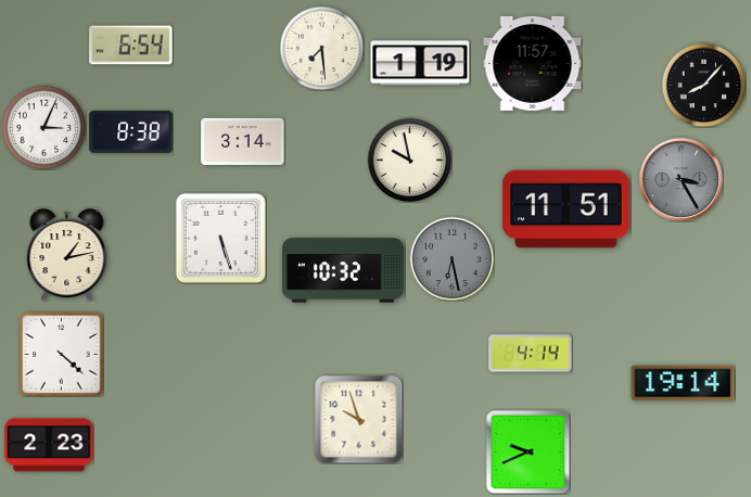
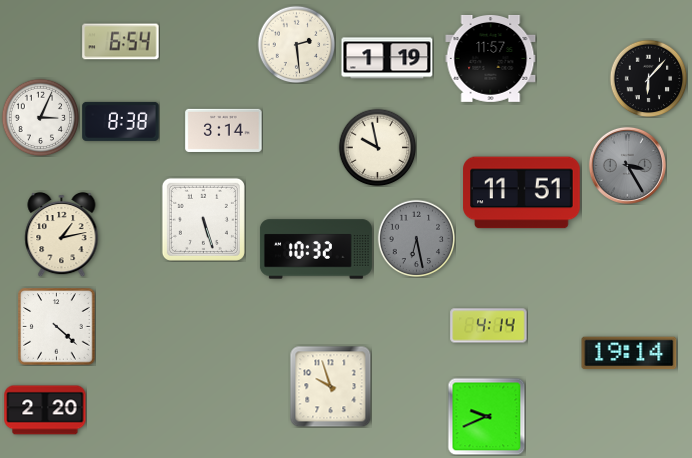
clock at (321, 48): 7:29 -> 2:29
clock at (703, 85): 8:07 -> 6:07
clock at (49, 445): 2:23 -> 2:20
